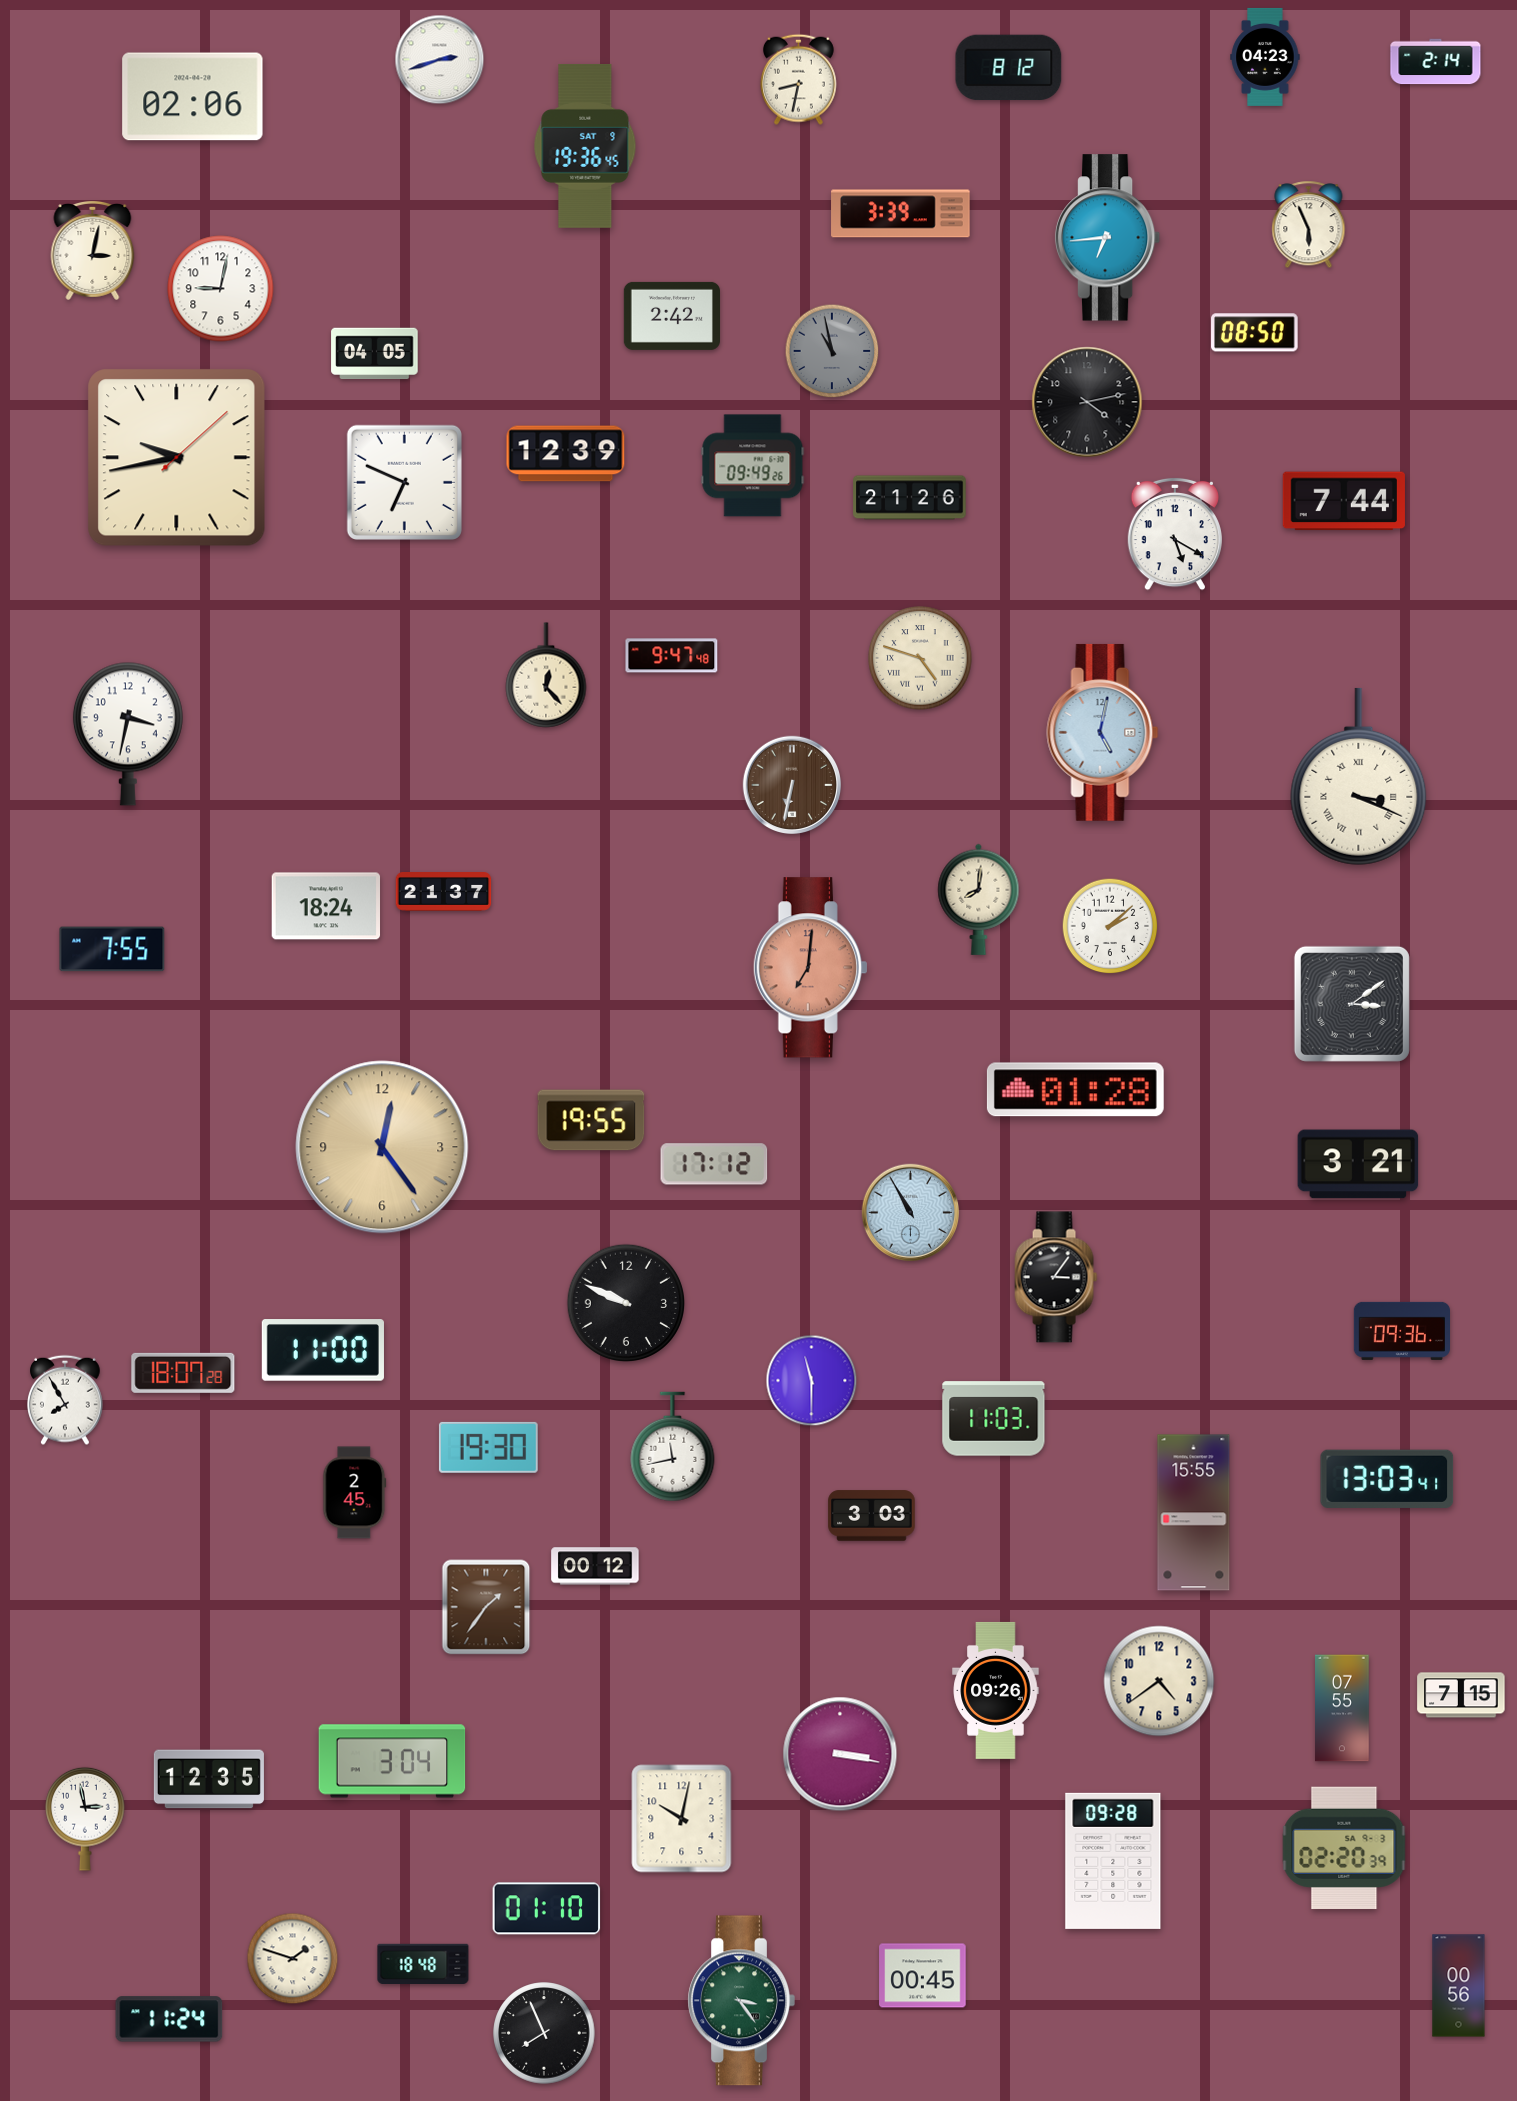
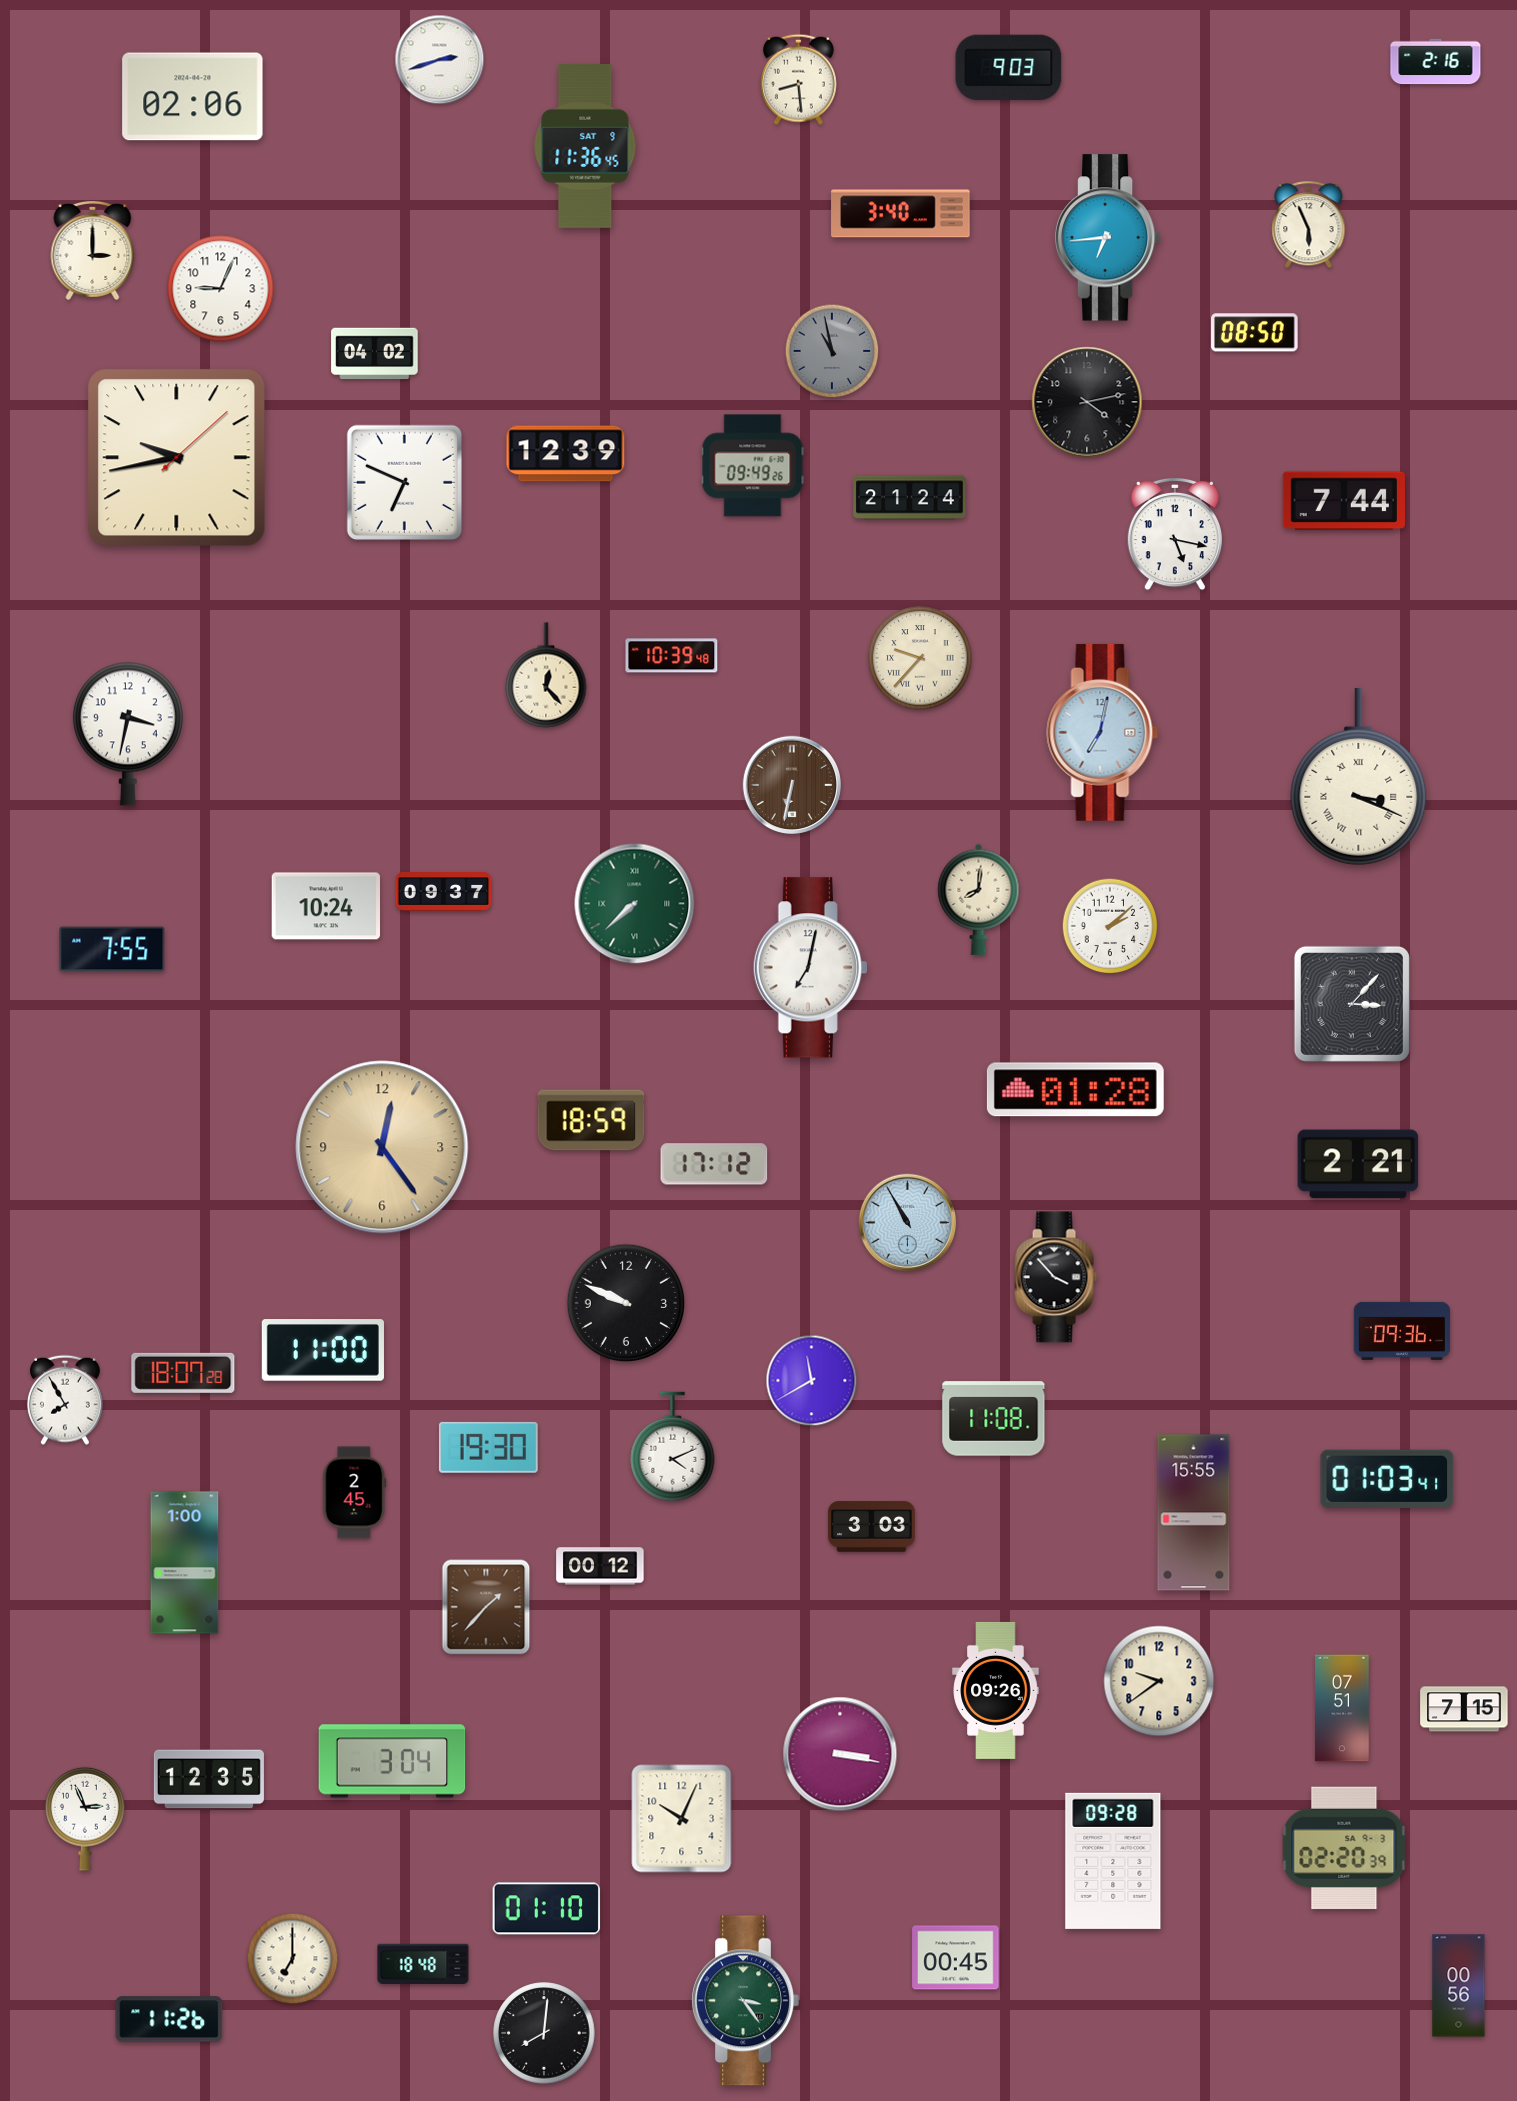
clock at (1265, 57): 04:23 -> none
clock at (1436, 62): 2:14 -> 2:16
clock at (1009, 68): 8:12 -> 9:03
clock at (798, 79): 8:32 -> 8:29
clock at (585, 146): 19:36 -> 11:36
clock at (901, 214): 3:39 -> 3:40
clock at (93, 251): 3:02 -> 3:00
clock at (221, 289): 9:02 -> 9:04
clock at (671, 316): 2:42 -> none
clock at (375, 354): 04:05 -> 04:02
clock at (910, 498): 21:26 -> 21:24
clock at (1174, 534): 5:20 -> 5:17
clock at (672, 656): 9:47 -> 10:39
clock at (920, 658): 4:48 -> 9:37
clock at (1103, 732): 5:02 -> 7:02
clock at (444, 892): 21:37 -> 09:37
clock at (635, 904): none -> 7:38
clock at (326, 906): 18:24 -> 10:24
clock at (810, 968): 7:01 -> 7:02
clock at (810, 968) dial: salmon -> white
clock at (1352, 1004): 3:09 -> 3:07
clock at (591, 1120): 19:55 -> 18:59
clock at (1358, 1164): 3:21 -> 2:21
clock at (911, 1213) position: (911, 1213) -> (908, 1223)
clock at (1056, 1277): 3:06 -> 3:53
clock at (812, 1381): 11:30 -> 11:40
clock at (994, 1419): 11:03 -> 11:08
clock at (673, 1447): 11:43 -> 4:11
clock at (1387, 1479): 13:03 -> 01:03
clock at (872, 1516) position: (872, 1516) -> (872, 1527)
clock at (185, 1563): none -> 1:00
clock at (595, 1566) position: (595, 1566) -> (600, 1566)
clock at (486, 1607): 1:36 -> 1:37
clock at (1159, 1681): 4:39 -> 9:39
clock at (1461, 1695) position: (1461, 1695) -> (1464, 1709)
clock at (1342, 1708): 07:55 -> 07:51
clock at (85, 1819): 2:58 -> 2:56
clock at (682, 1819): 10:02 -> 10:04
clock at (293, 1959): 1:48 -> 7:00
clock at (923, 1976) position: (923, 1976) -> (956, 1958)
clock at (741, 2001) position: (741, 2001) -> (745, 2001)
clock at (169, 2019): 11:24 -> 11:26
clock at (544, 2033): 7:56 -> 8:01
